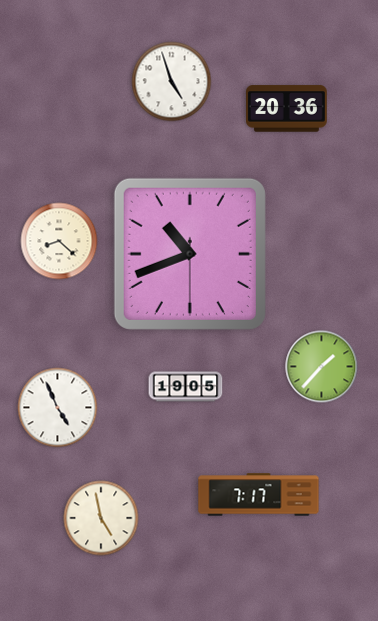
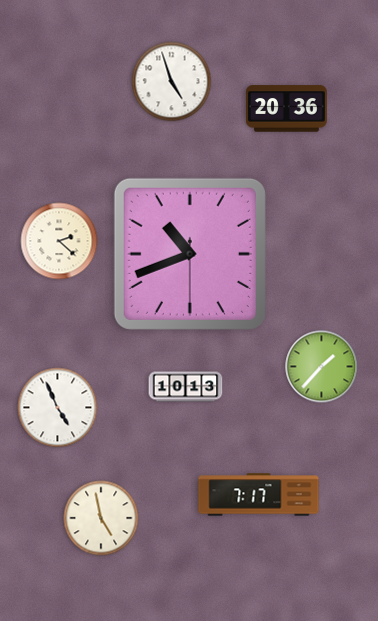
clock at (59, 241): 8:22 -> 2:22
clock at (186, 387): 19:05 -> 10:13
